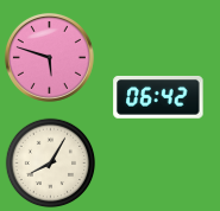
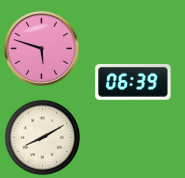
clock at (158, 97): 06:42 -> 06:39
clock at (51, 164): 8:05 -> 8:10
